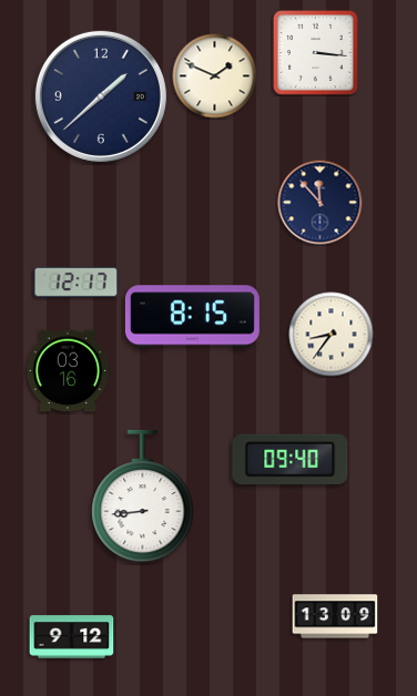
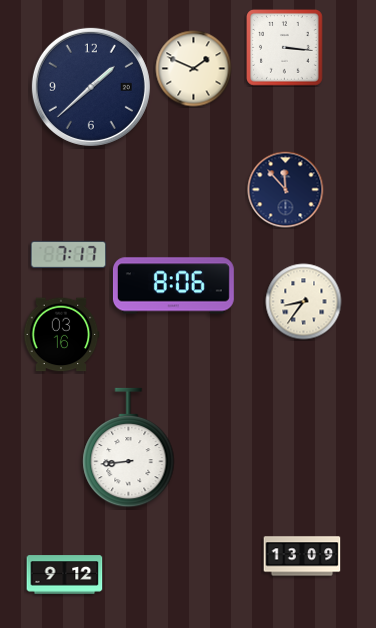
clock at (321, 203) position: (321, 203) -> (286, 190)
clock at (77, 282): 12:17 -> 7:17
clock at (192, 317): 8:15 -> 8:06
clock at (332, 335) position: (332, 335) -> (304, 302)
clock at (291, 459): 09:40 -> none
